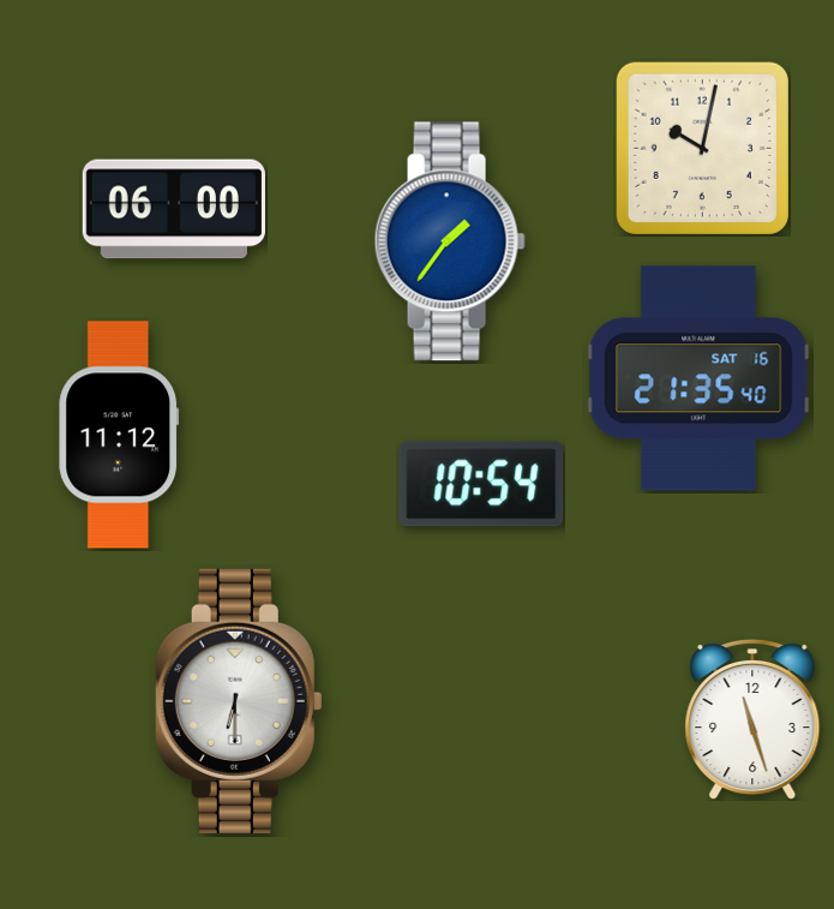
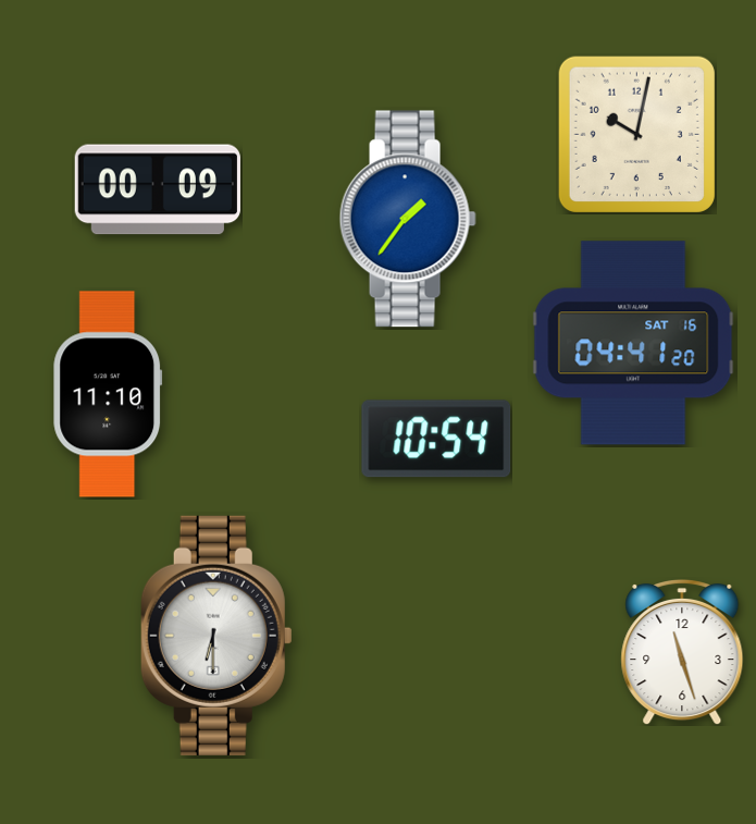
clock at (174, 209): 06:00 -> 00:09
clock at (698, 378): 21:35 -> 04:41
clock at (119, 435): 11:12 -> 11:10
